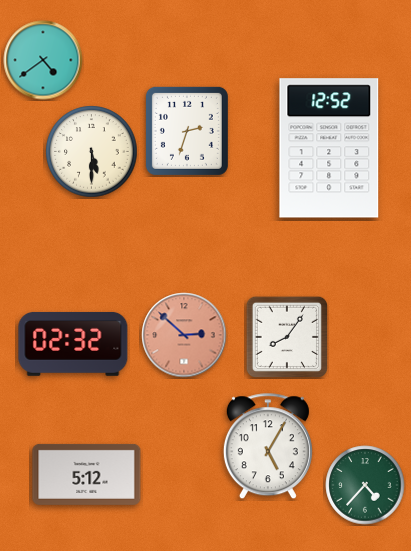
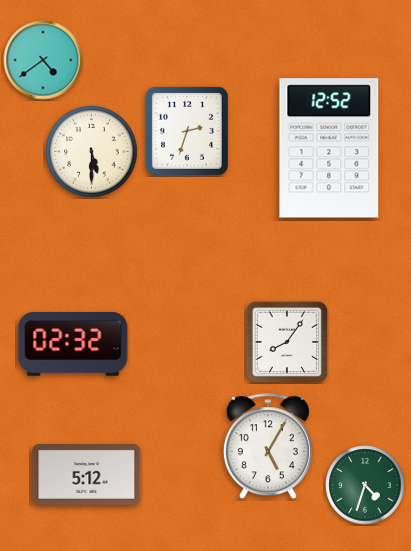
clock at (184, 335): 2:52 -> none
clock at (286, 336) position: (286, 336) -> (286, 341)
clock at (365, 485): 4:37 -> 4:33
